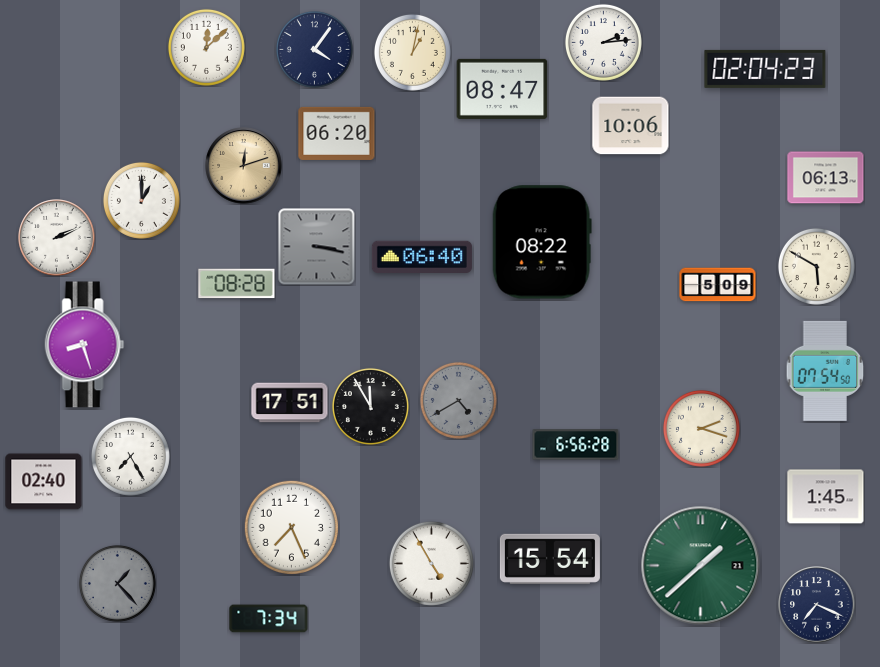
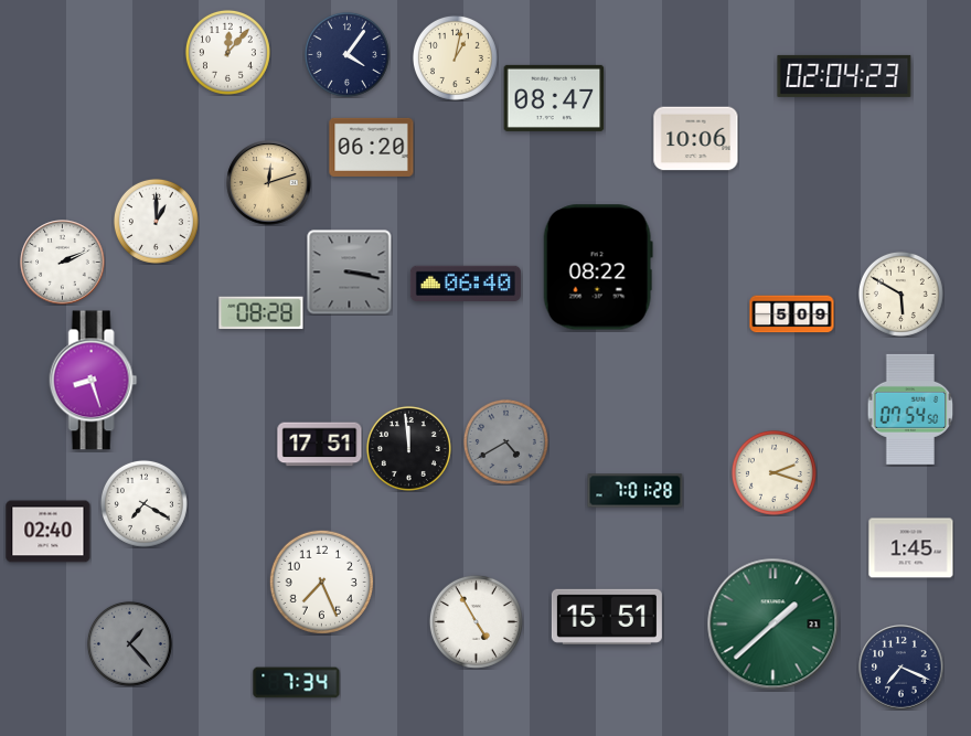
clock at (603, 42): 2:14 -> none
clock at (206, 47): 12:08 -> 12:07
clock at (826, 178): 06:13 -> none
clock at (370, 406): 11:55 -> 11:59
clock at (576, 445): 6:56 -> 7:01
clock at (130, 456): 7:25 -> 7:20
clock at (550, 559): 15:54 -> 15:51
